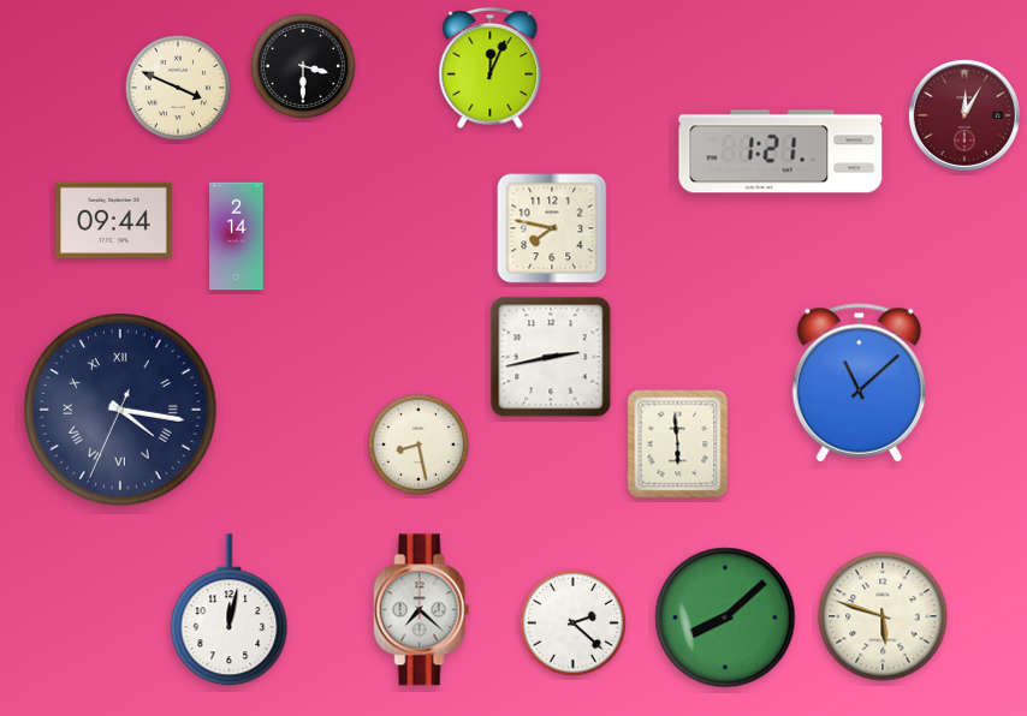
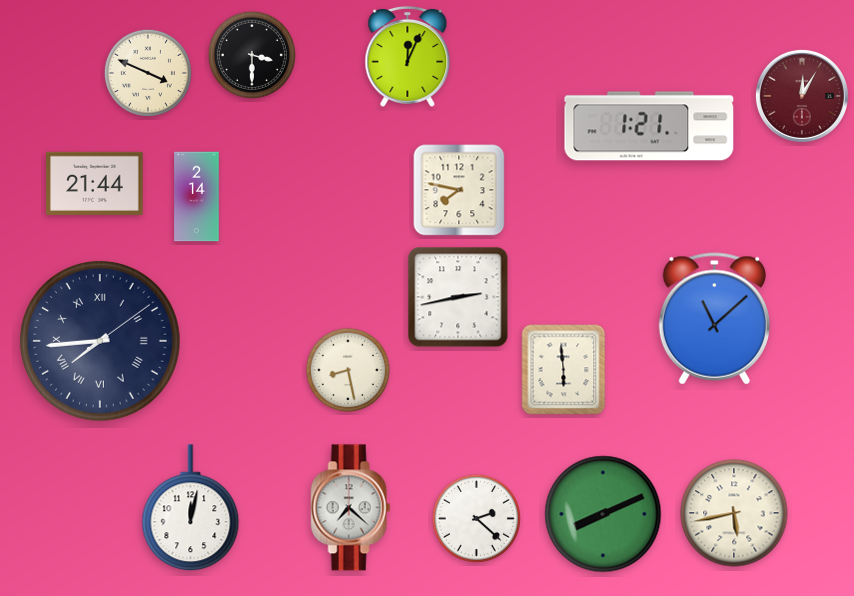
clock at (114, 220): 09:44 -> 21:44
clock at (121, 411): 4:16 -> 7:44
clock at (883, 616): 5:48 -> 5:43
clock at (725, 617): 8:08 -> 8:11
